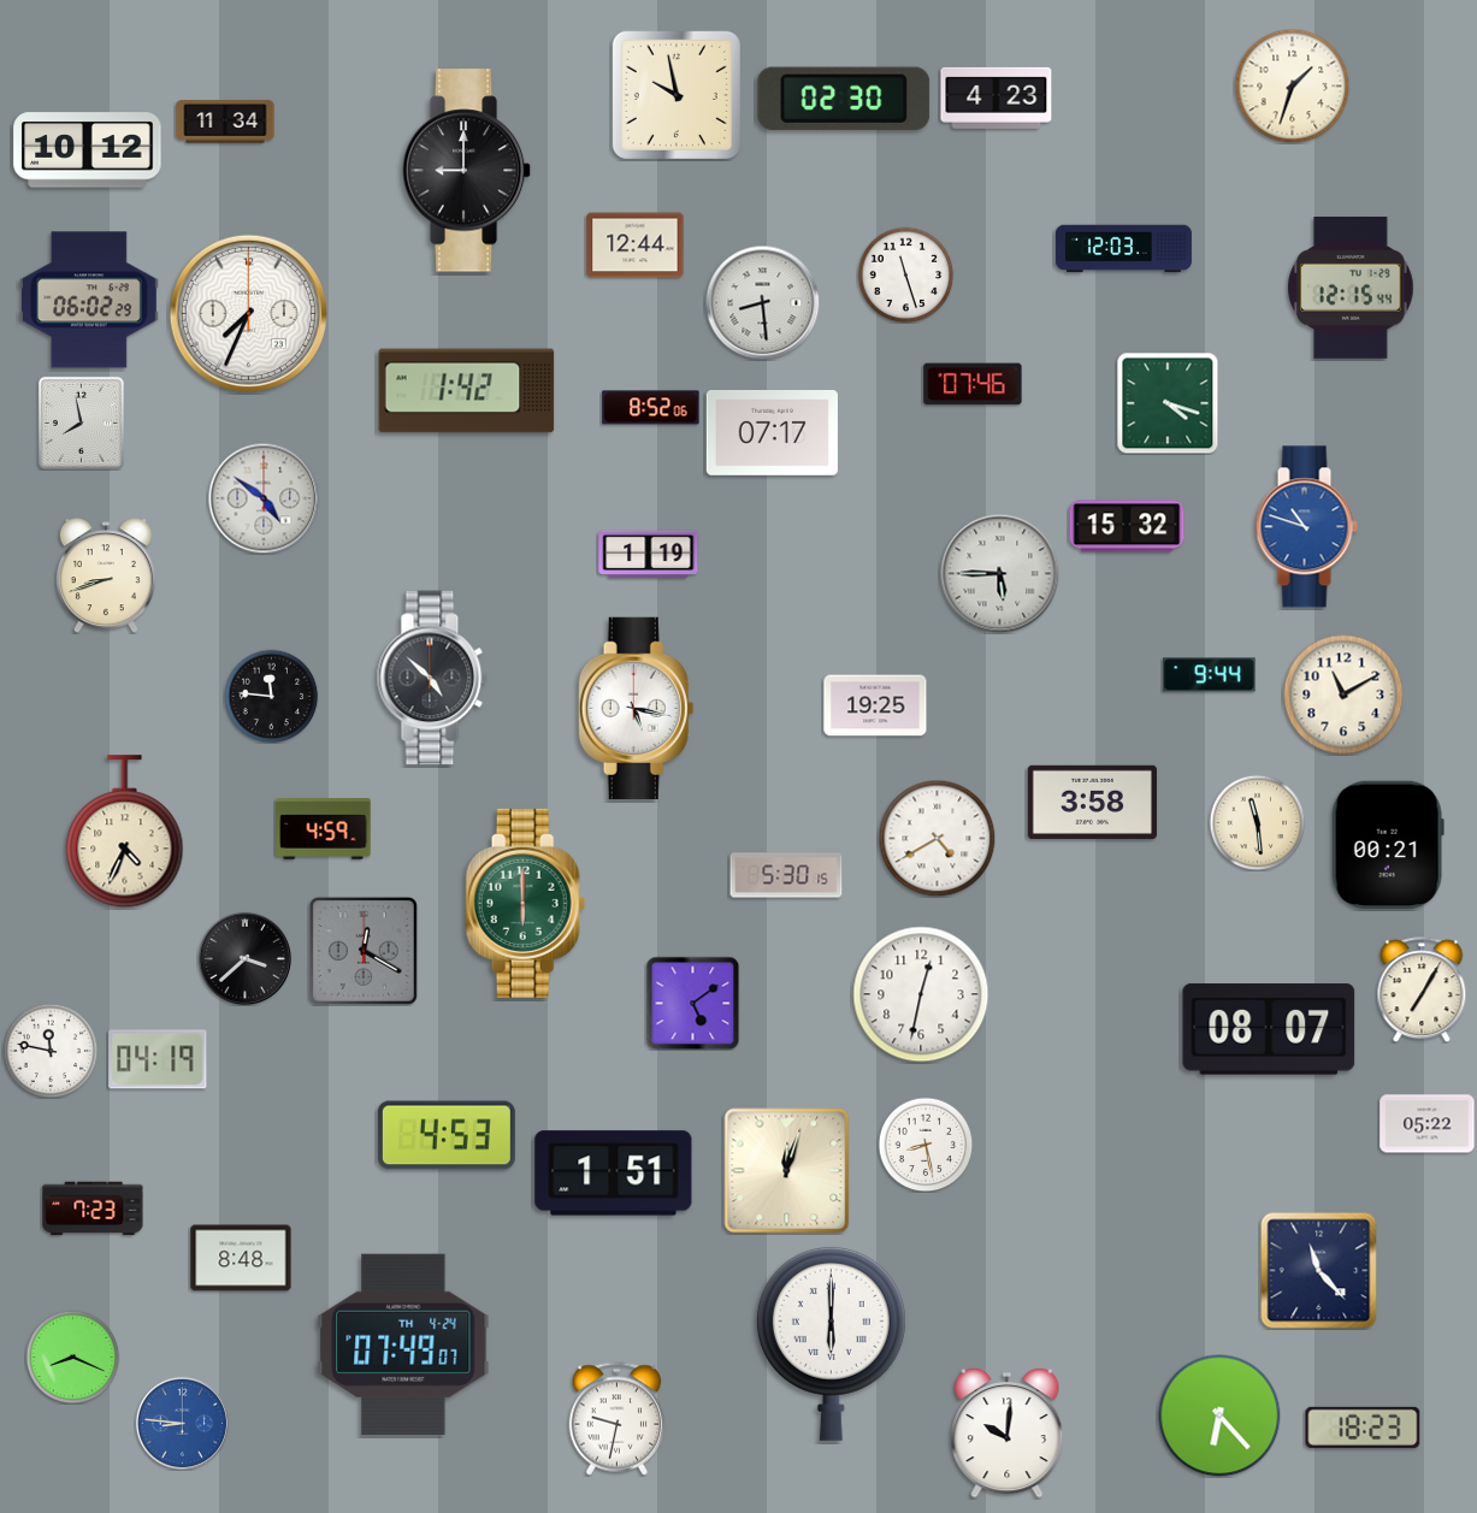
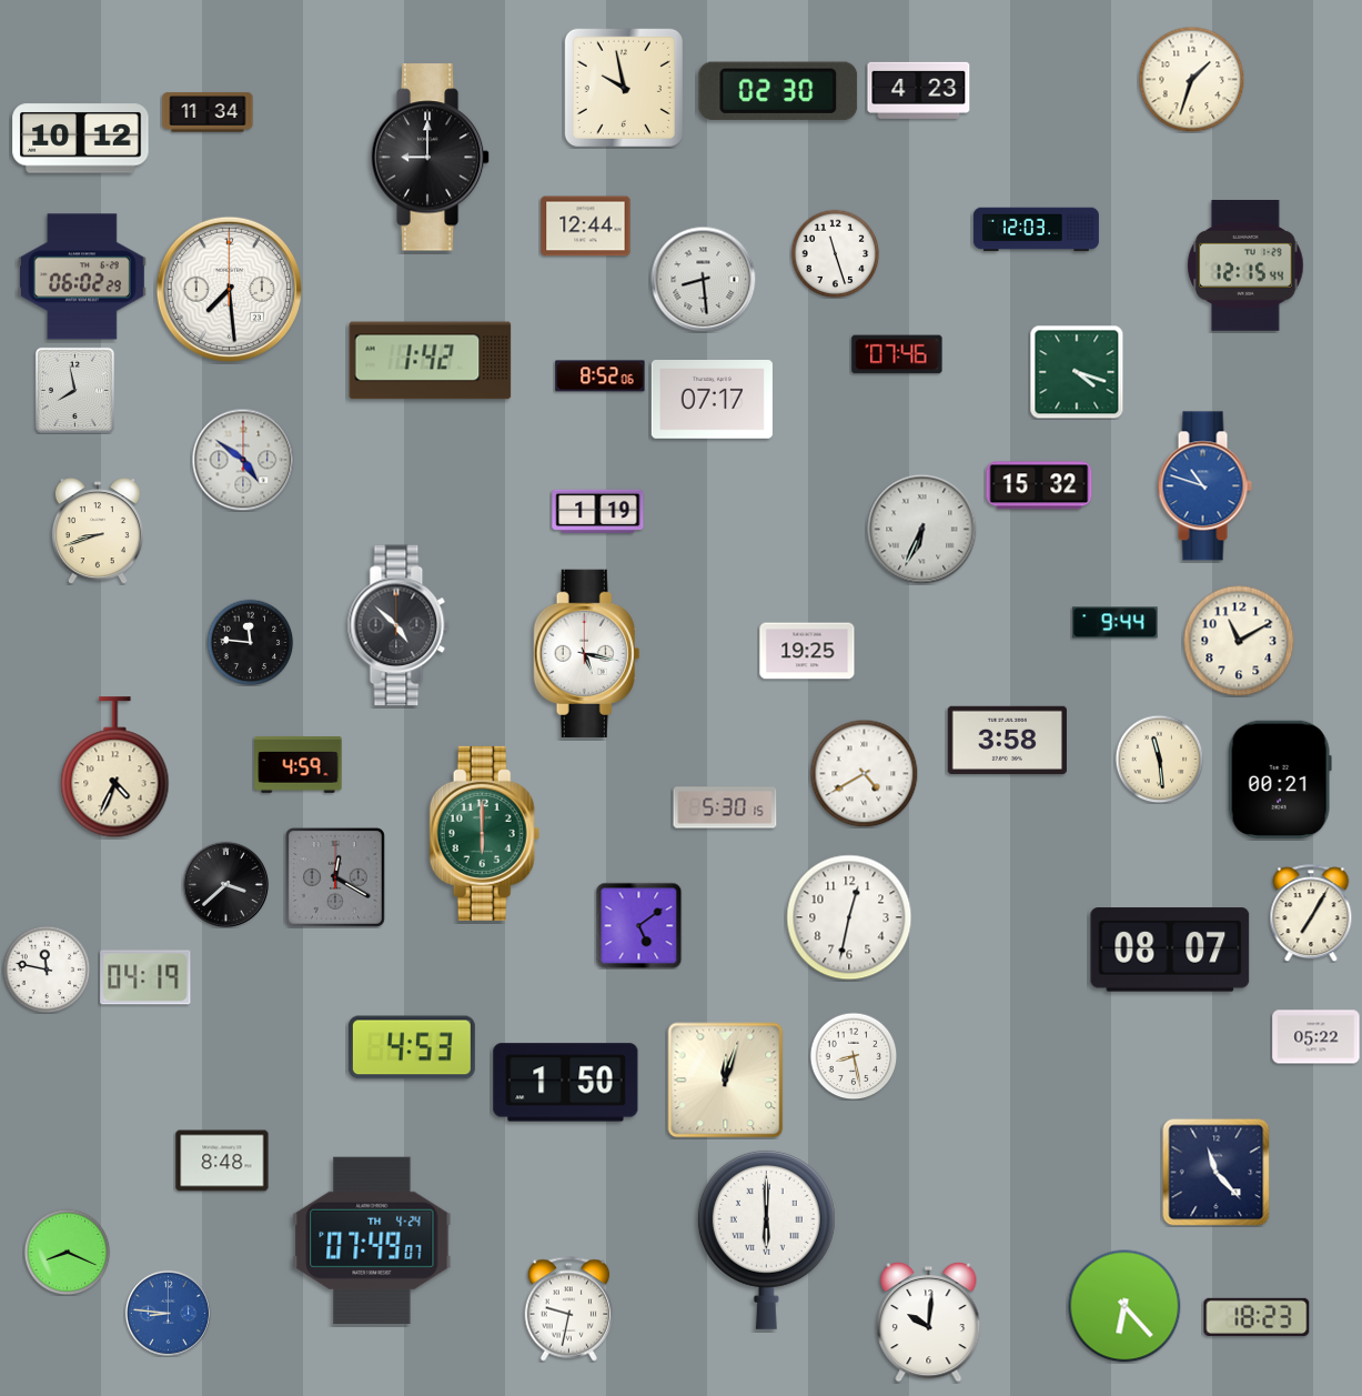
clock at (248, 313): 7:34 -> 7:29
clock at (1000, 574): 5:45 -> 6:34
clock at (614, 1174): 1:51 -> 1:50
clock at (93, 1208): 7:23 -> none
